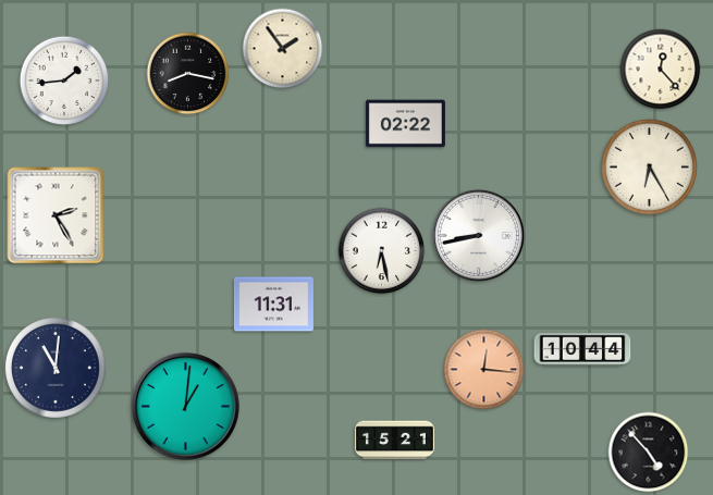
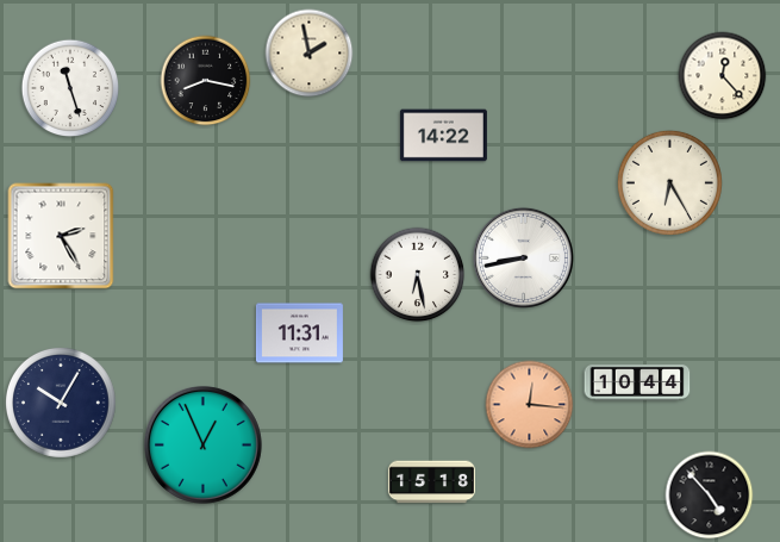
clock at (283, 49): 1:54 -> 1:58
clock at (64, 81): 1:44 -> 11:27
clock at (405, 124): 02:22 -> 14:22
clock at (649, 166) position: (649, 166) -> (669, 182)
clock at (56, 368): 11:01 -> 10:05
clock at (185, 406): 1:01 -> 12:56
clock at (394, 441): 15:21 -> 15:18
